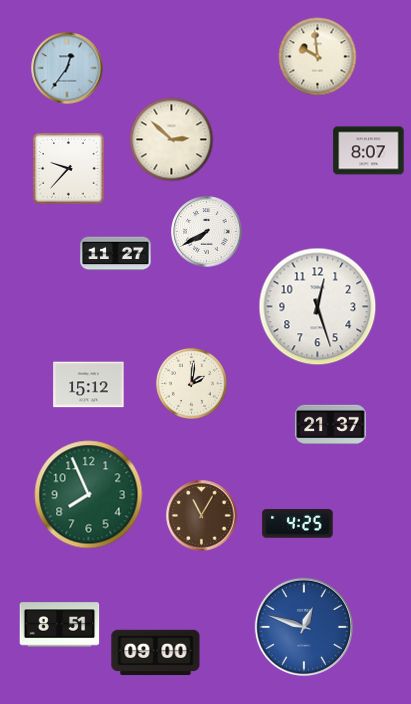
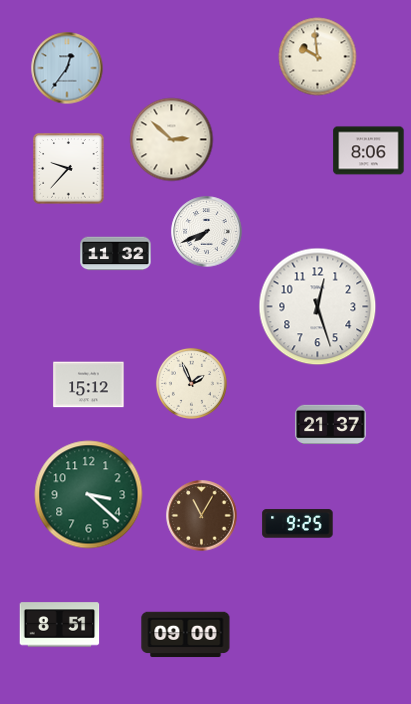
clock at (369, 151): 8:07 -> 8:06
clock at (207, 232): 7:40 -> 7:41
clock at (116, 254): 11:27 -> 11:32
clock at (191, 383): 2:01 -> 1:56
clock at (89, 495): 7:56 -> 3:22
clock at (298, 524): 4:25 -> 9:25
clock at (304, 627): 12:48 -> none
clock at (156, 653) position: (156, 653) -> (186, 635)
